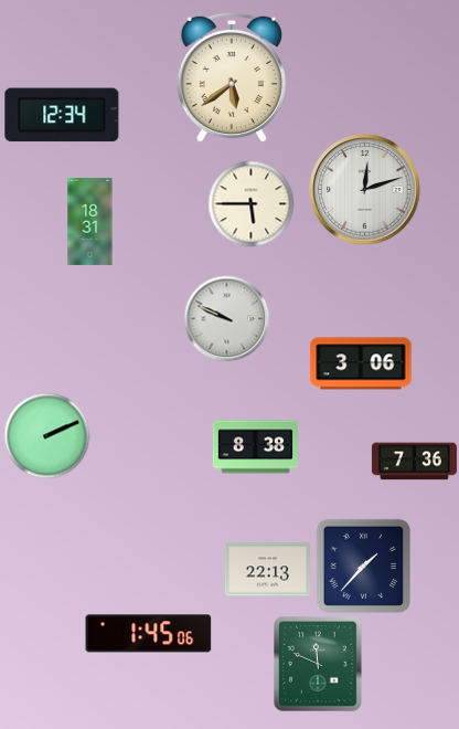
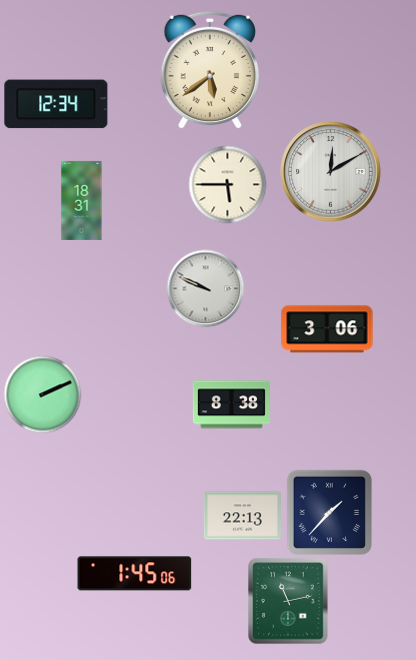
clock at (365, 190): 12:12 -> 12:10
clock at (414, 462): 7:36 -> none
clock at (318, 664): 11:49 -> 11:13
